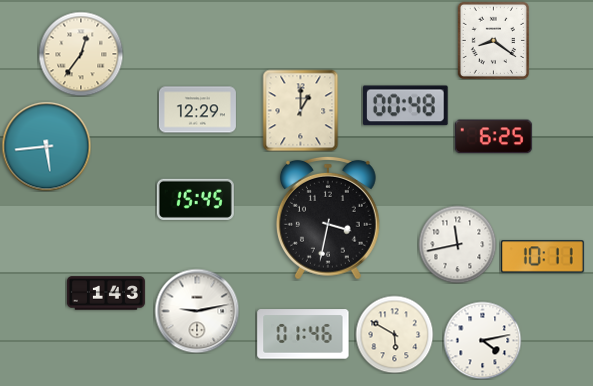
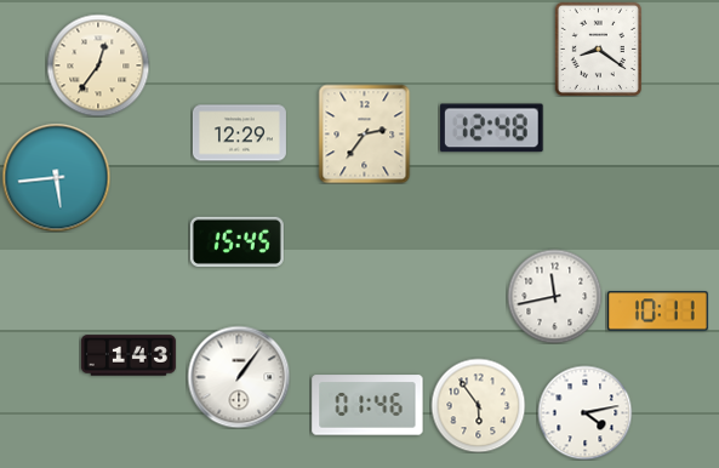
clock at (406, 106): 00:48 -> 12:48
clock at (301, 110): 1:00 -> 2:36
clock at (493, 137): 6:25 -> none
clock at (328, 218): 3:32 -> none
clock at (197, 311): 9:13 -> 1:06
clock at (394, 334): 5:50 -> 5:54
